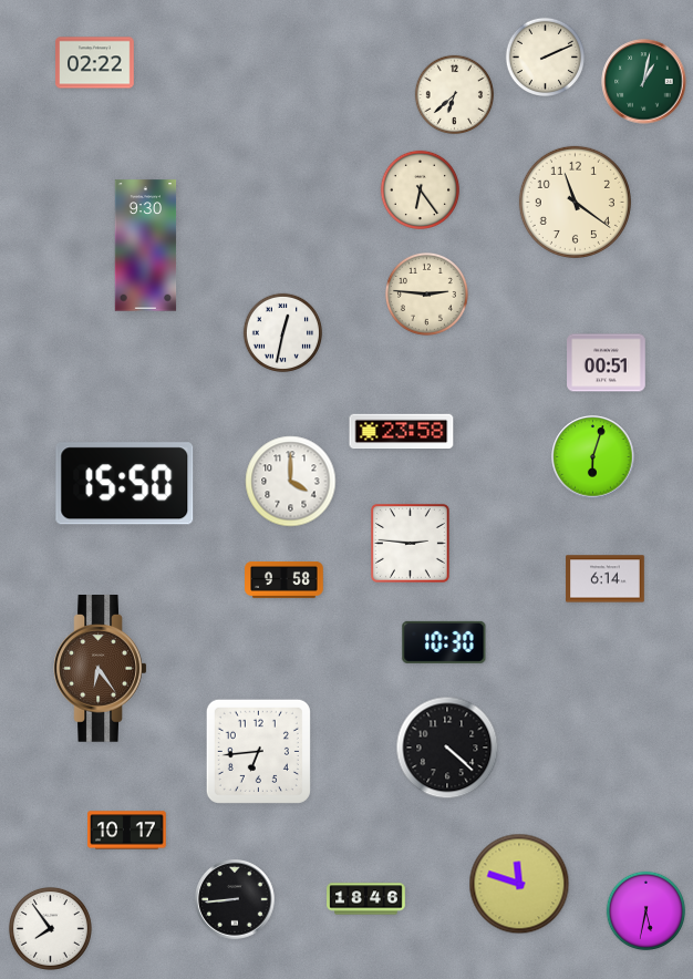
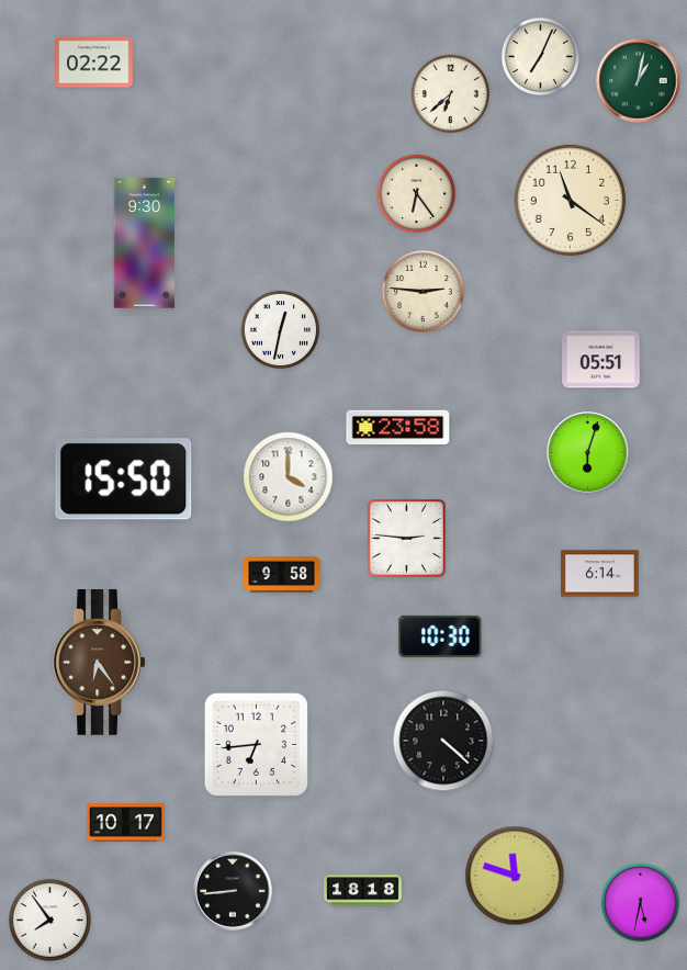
clock at (546, 58): 2:11 -> 7:04
clock at (421, 190) position: (421, 190) -> (417, 194)
clock at (607, 363): 00:51 -> 05:51
clock at (366, 899): 18:46 -> 18:18
